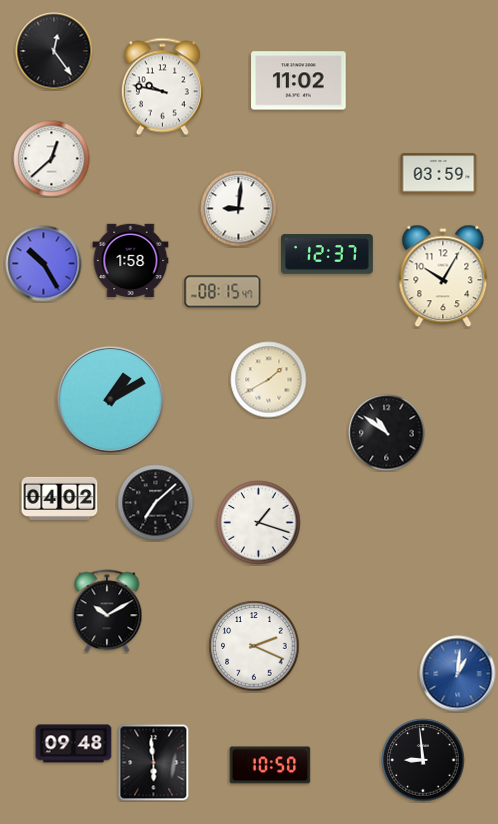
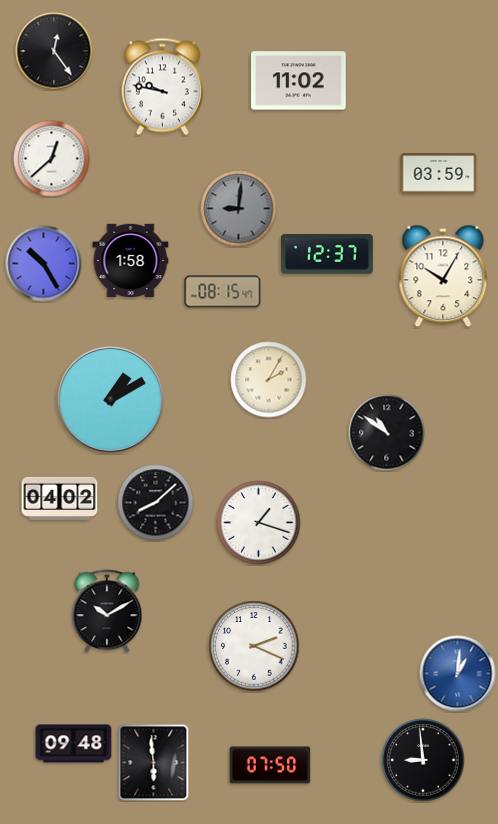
clock at (239, 209) dial: white -> grey
clock at (269, 380): 1:40 -> 2:05
clock at (156, 503): 7:08 -> 8:08
clock at (270, 765): 10:50 -> 07:50
